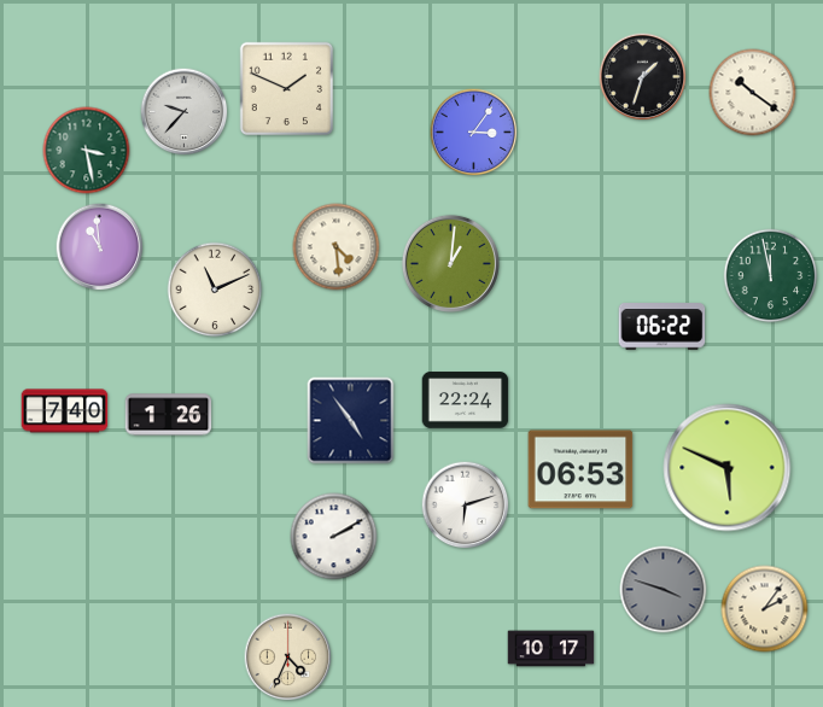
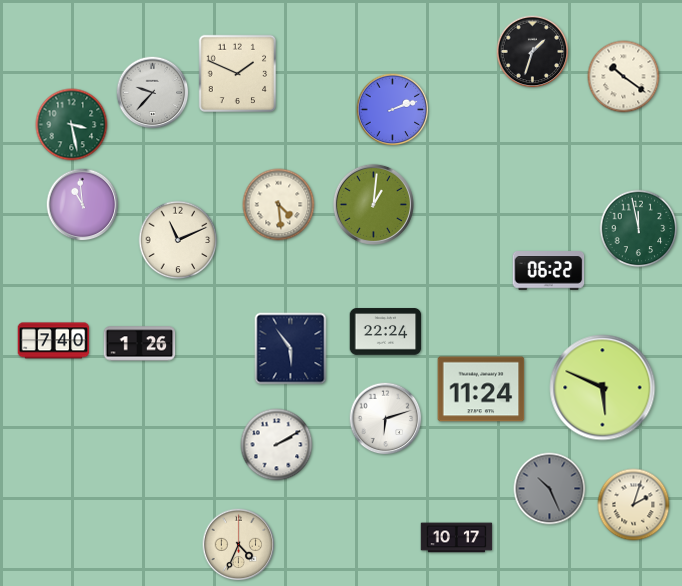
clock at (643, 77) position: (643, 77) -> (533, 52)
clock at (474, 133): 3:06 -> 2:12
clock at (450, 263) position: (450, 263) -> (373, 204)
clock at (351, 421): 4:54 -> 5:54
clock at (580, 469): 06:53 -> 11:24
clock at (664, 590): 3:48 -> 10:26
clock at (765, 609): 2:06 -> 2:03
